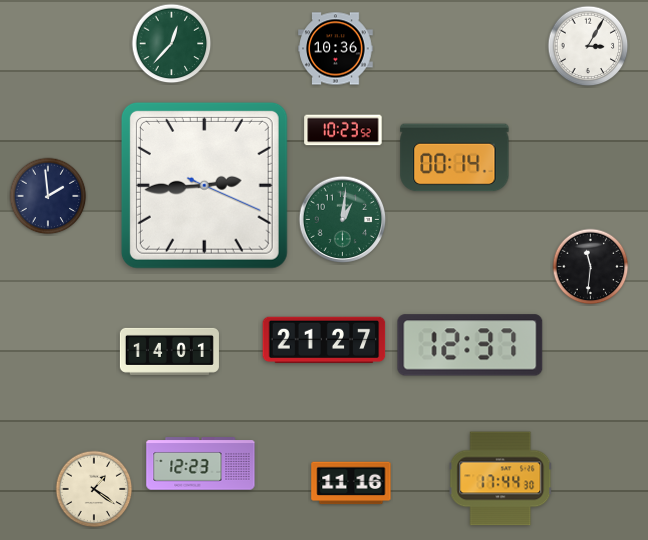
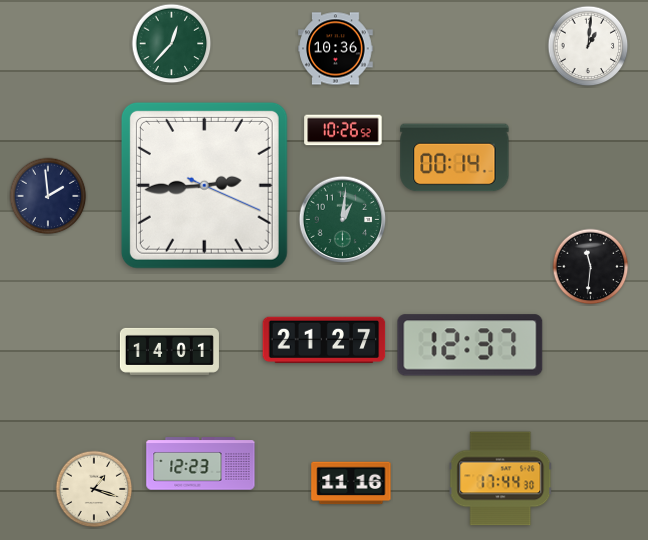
clock at (588, 46): 3:05 -> 1:01
clock at (343, 130): 10:23 -> 10:26
clock at (94, 489): 1:21 -> 1:18
